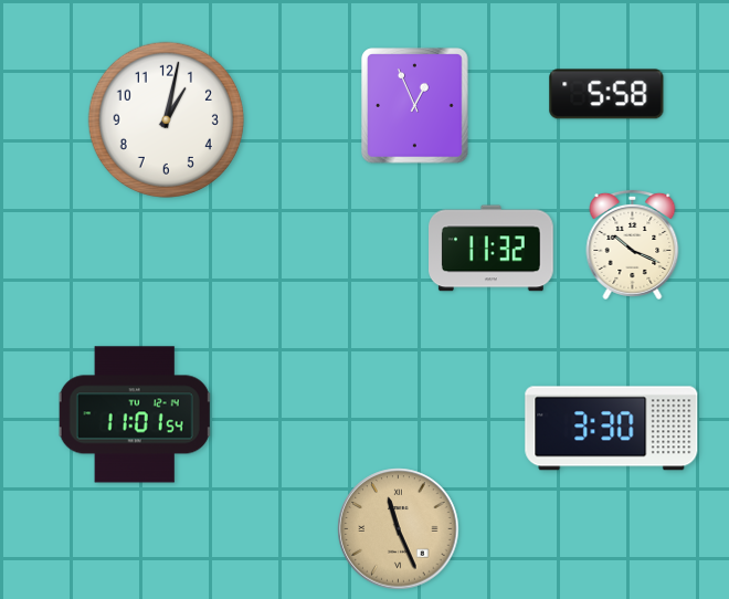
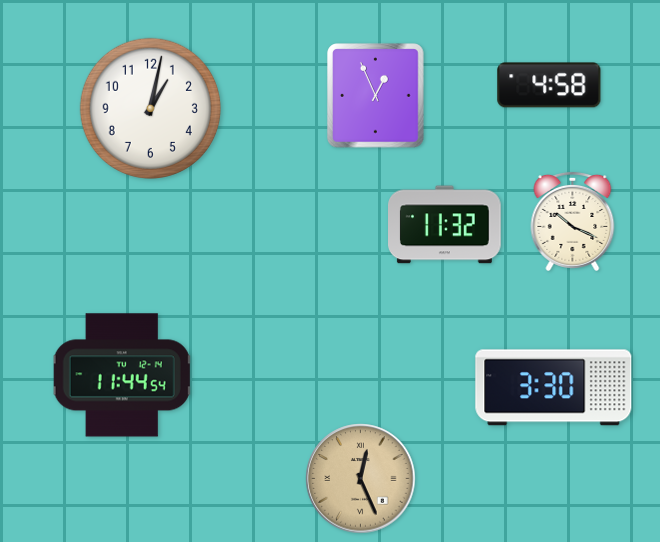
clock at (606, 94): 5:58 -> 4:58
clock at (135, 414): 11:01 -> 11:44
clock at (399, 529): 11:26 -> 12:26
